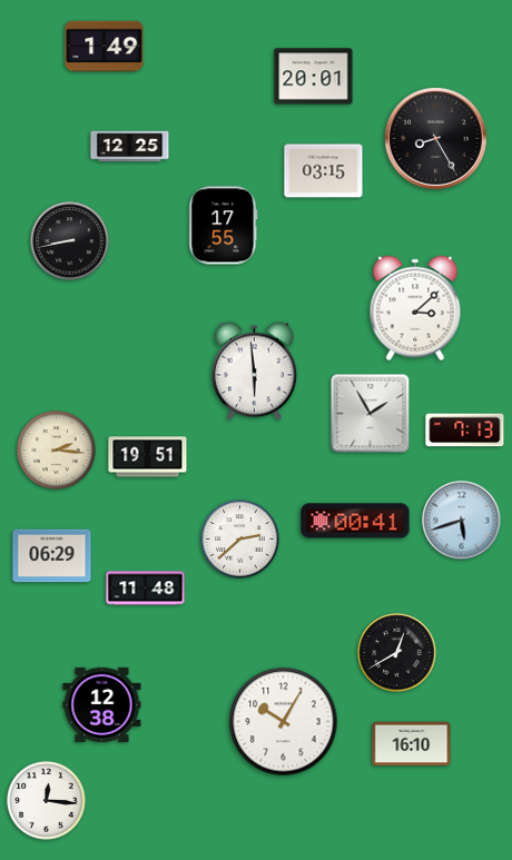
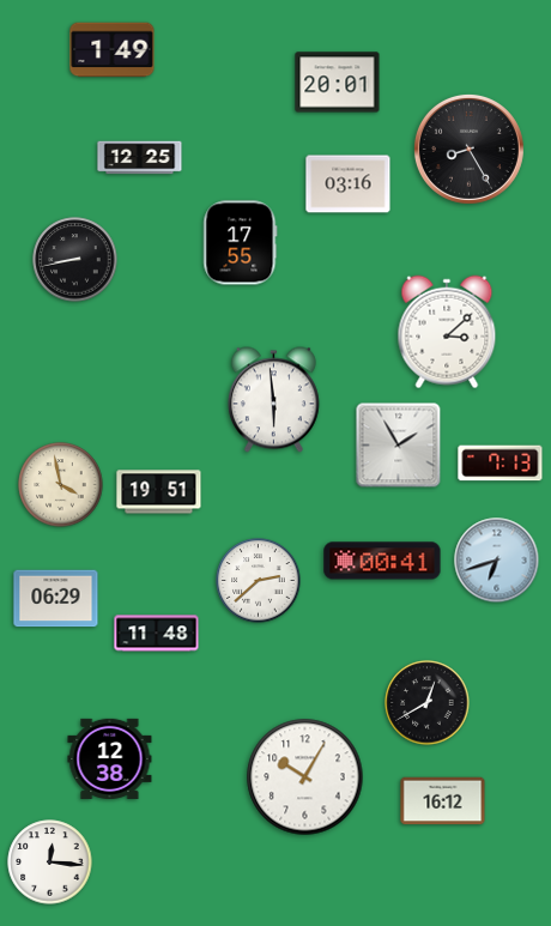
clock at (324, 171): 03:15 -> 03:16
clock at (57, 451): 2:16 -> 3:58
clock at (462, 521): 5:42 -> 6:42
clock at (412, 744): 16:10 -> 16:12
